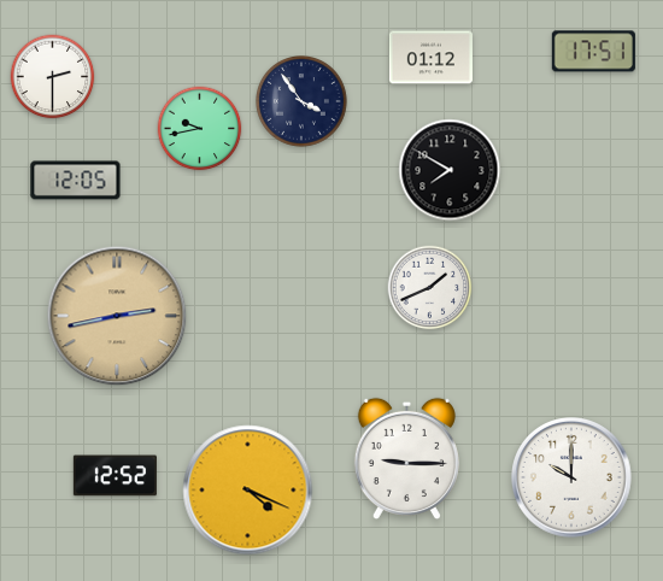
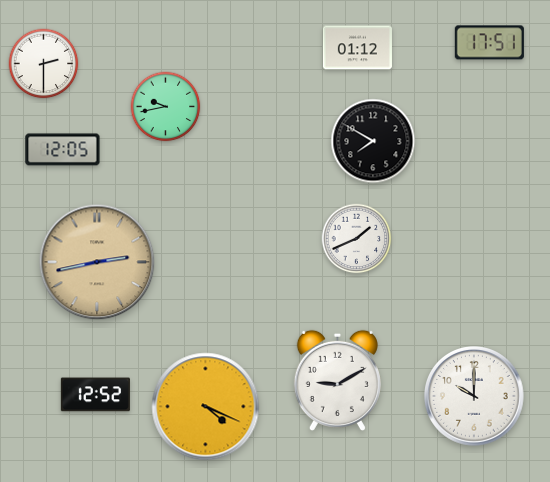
clock at (593, 52) position: (593, 52) -> (489, 43)
clock at (303, 102): 3:54 -> none
clock at (406, 458): 9:15 -> 9:10
